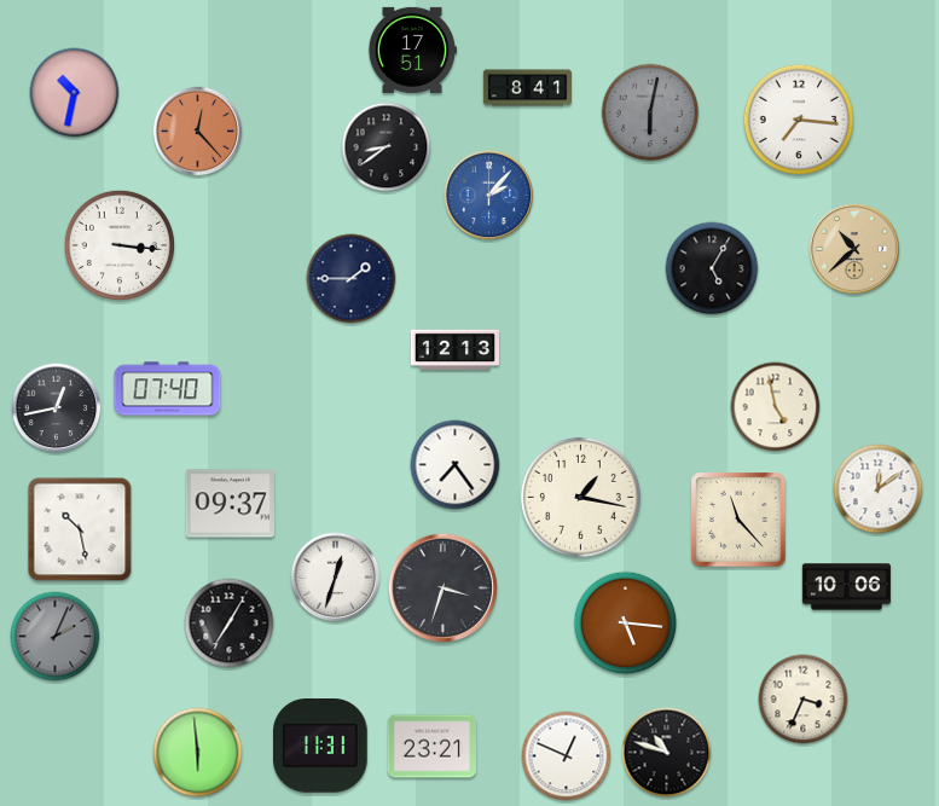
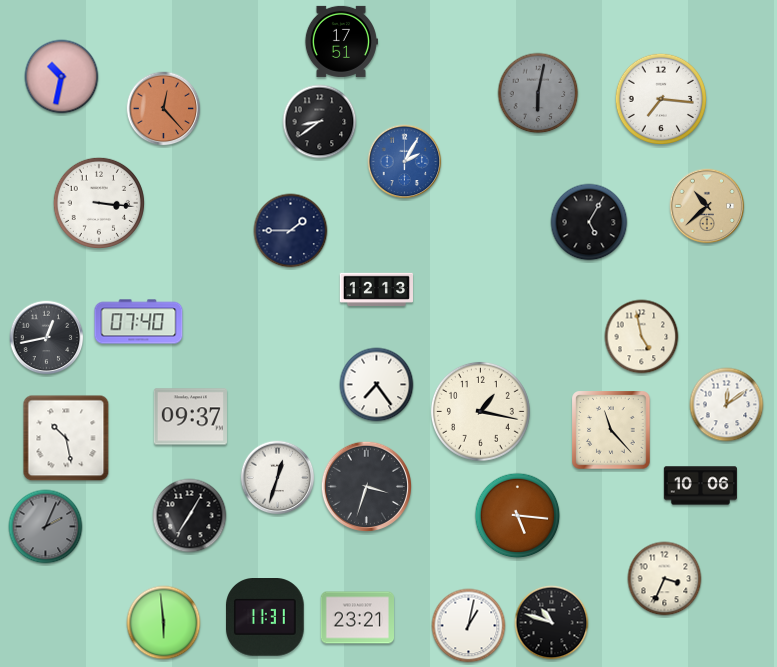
clock at (527, 88): 8:41 -> none
clock at (489, 196): 2:07 -> 2:05
clock at (567, 756): 12:49 -> 1:02
